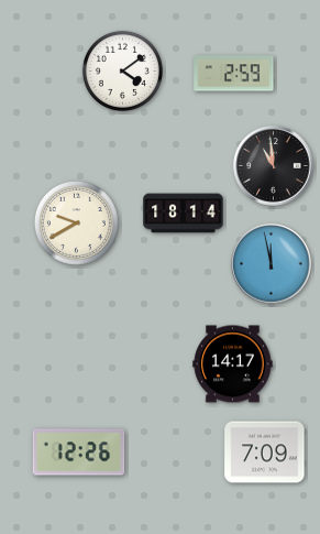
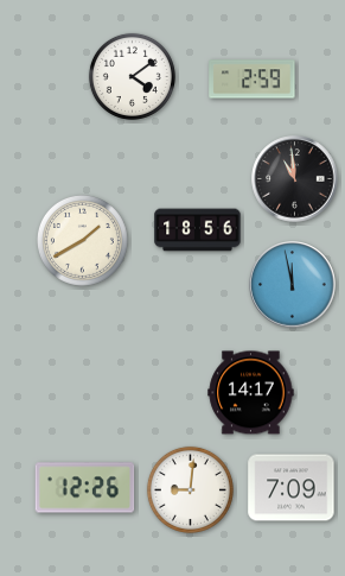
clock at (184, 214): 18:14 -> 18:56
clock at (76, 222): 9:40 -> 1:40
clock at (265, 453) position: (265, 453) -> (292, 488)
clock at (190, 489): none -> 9:01
